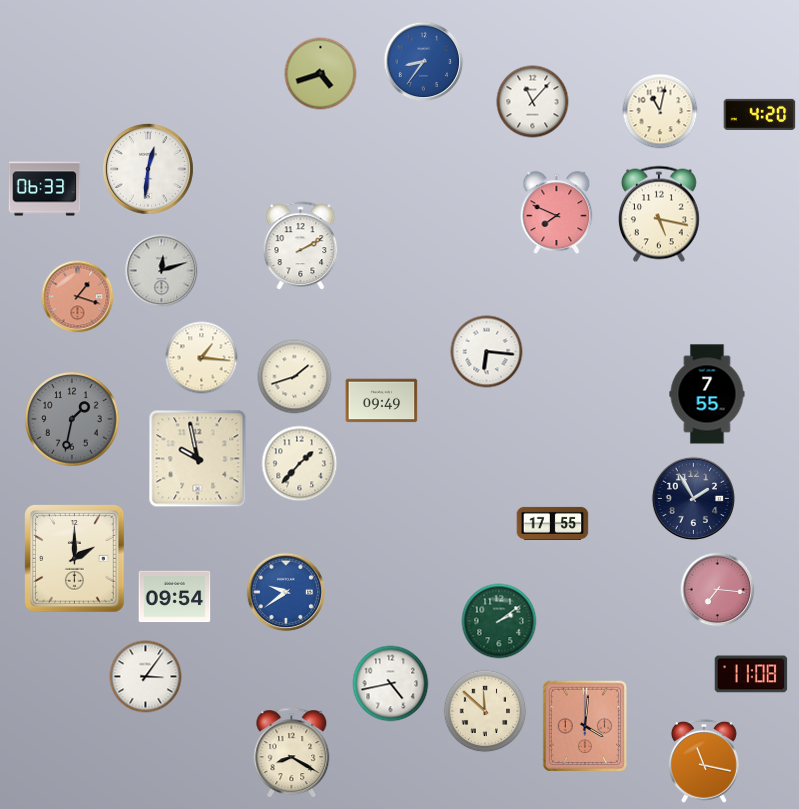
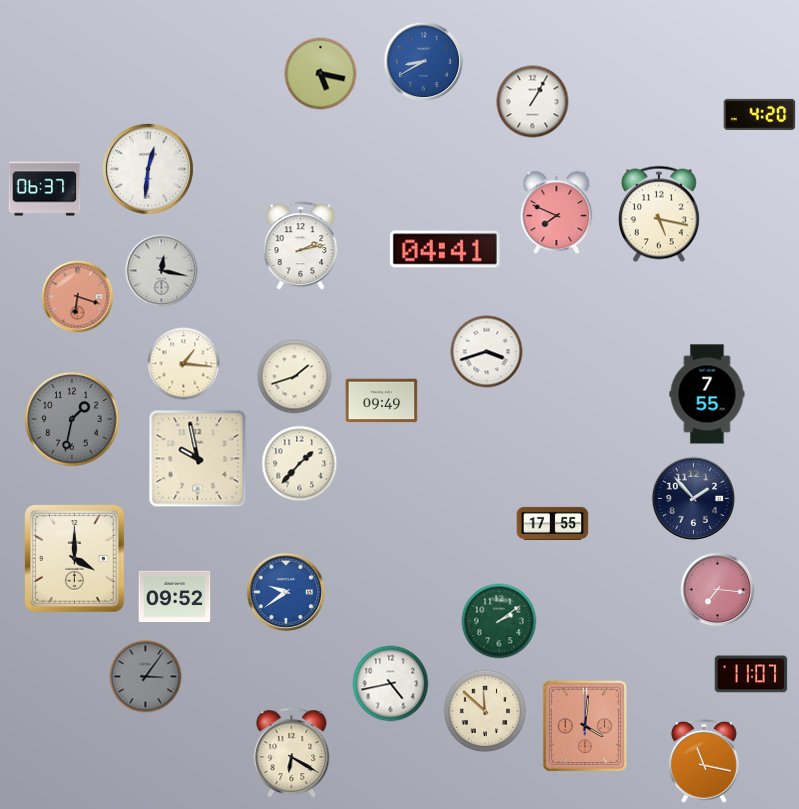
clock at (424, 62): 8:36 -> 8:40
clock at (321, 74): 4:42 -> 5:17
clock at (533, 102): 11:07 -> 1:05
clock at (660, 111): 11:02 -> none
clock at (45, 189): 06:33 -> 06:37
clock at (301, 245): 2:10 -> 2:13
clock at (445, 249): none -> 04:41
clock at (162, 271): 12:12 -> 12:17
clock at (78, 297): 1:18 -> 6:18
clock at (487, 352): 6:16 -> 3:42
clock at (202, 358) position: (202, 358) -> (184, 364)
clock at (693, 498): 1:55 -> 1:53
clock at (75, 559): 2:00 -> 4:00
clock at (175, 597): 09:54 -> 09:52
clock at (751, 674): 11:08 -> 11:07
clock at (146, 677) dial: white -> grey
clock at (292, 753): 8:20 -> 6:20
